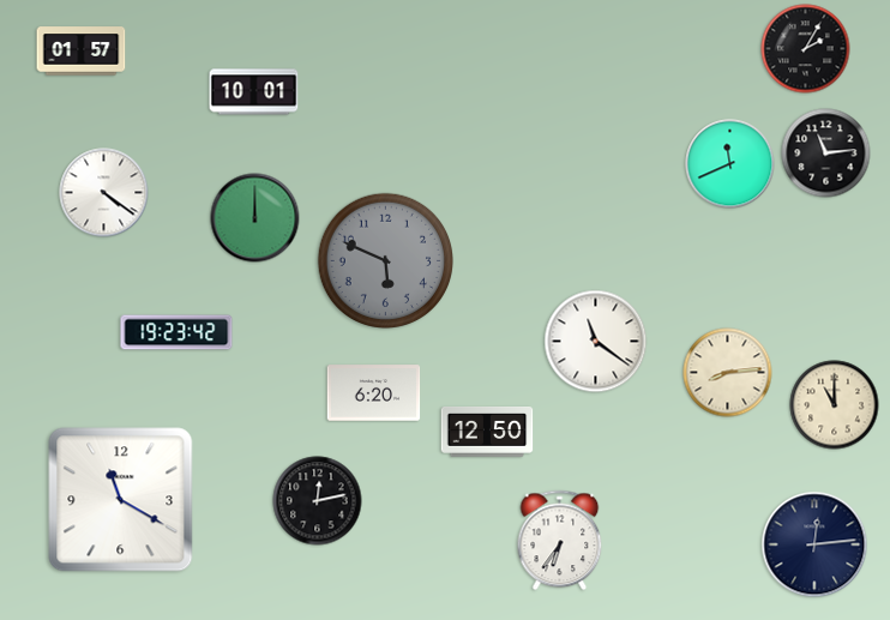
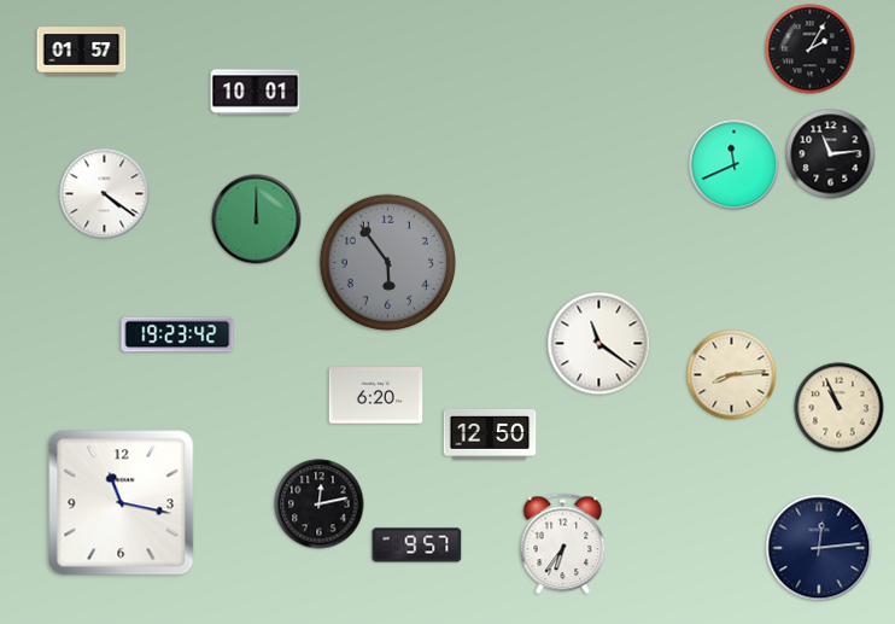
clock at (386, 261): 5:49 -> 5:54
clock at (835, 405): 11:00 -> 10:56
clock at (121, 500): 11:20 -> 11:17
clock at (417, 546): none -> 9:57
